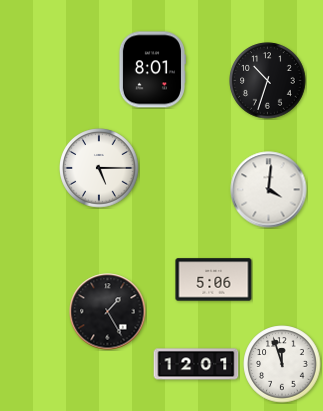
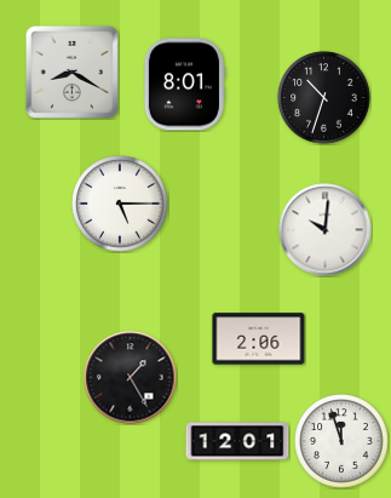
clock at (71, 71): none -> 8:20
clock at (269, 190): 4:01 -> 10:01
clock at (214, 280): 5:06 -> 2:06
